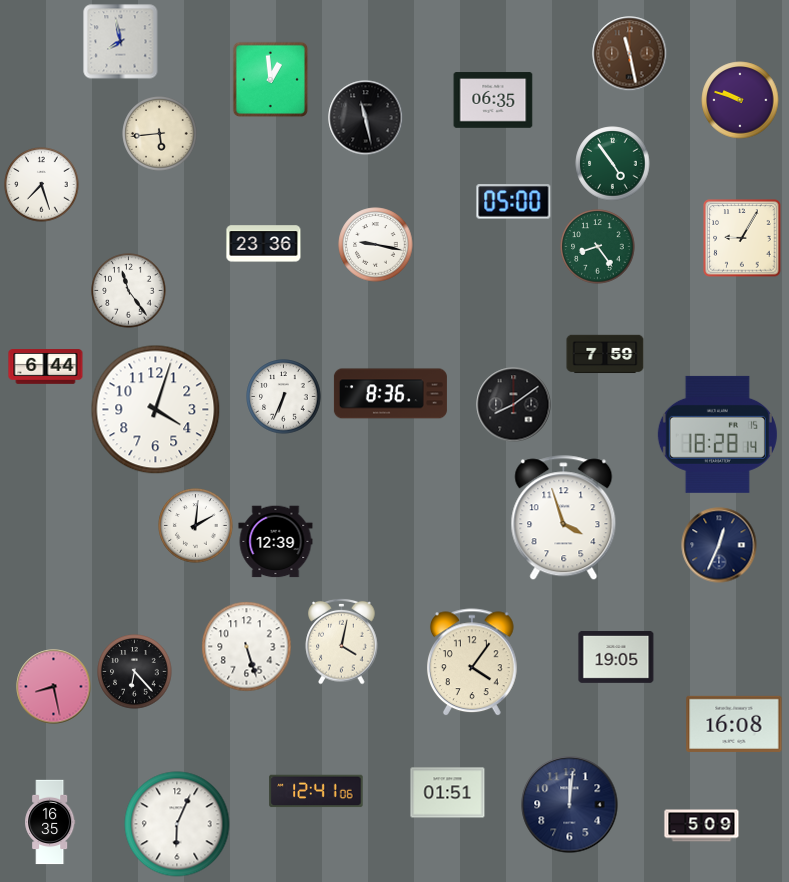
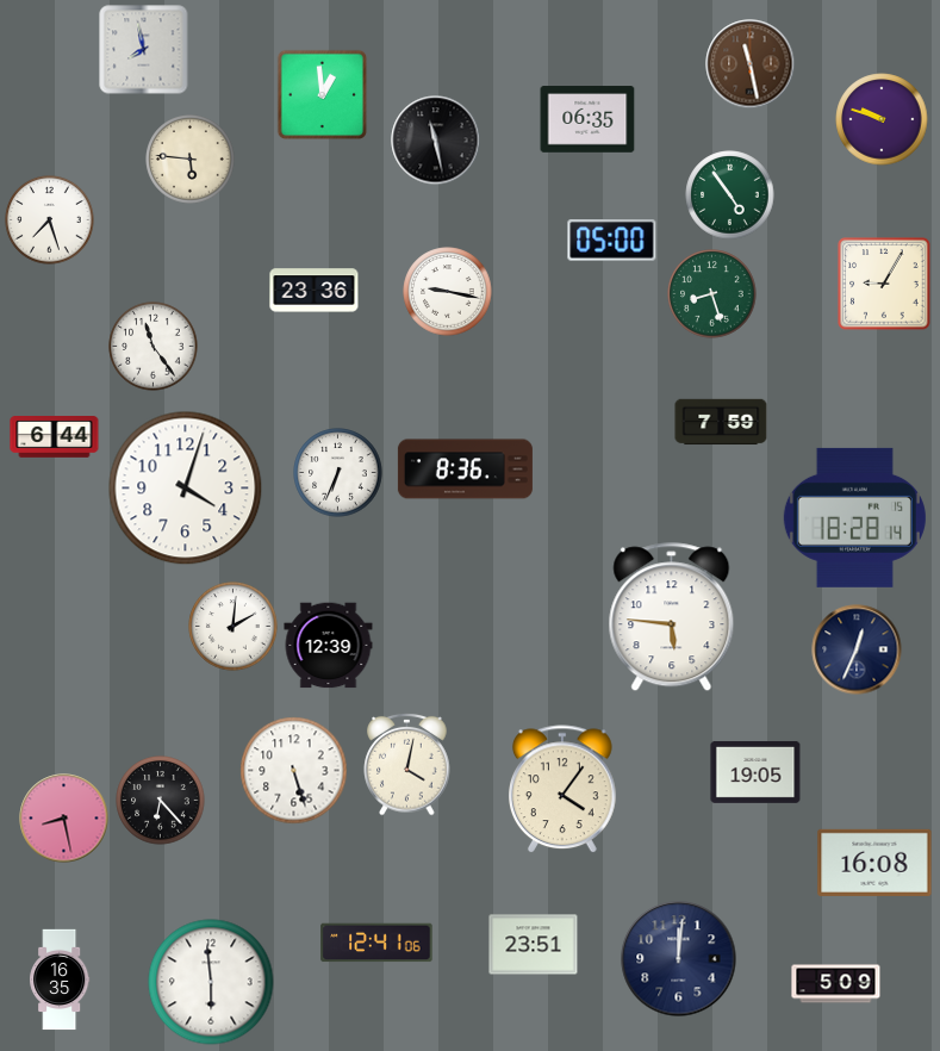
clock at (160, 134): 5:44 -> 5:46
clock at (598, 247): 8:24 -> 8:27
clock at (514, 405): 8:09 -> none
clock at (564, 518): 3:57 -> 5:46
clock at (616, 657) position: (616, 657) -> (755, 772)
clock at (448, 793): 01:51 -> 23:51
clock at (177, 824): 6:04 -> 5:59
